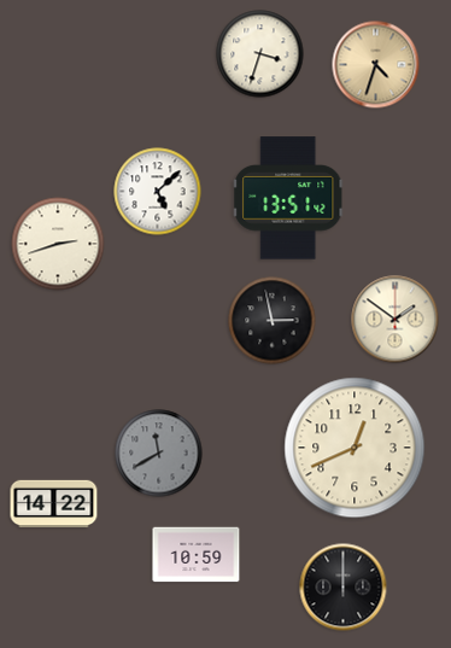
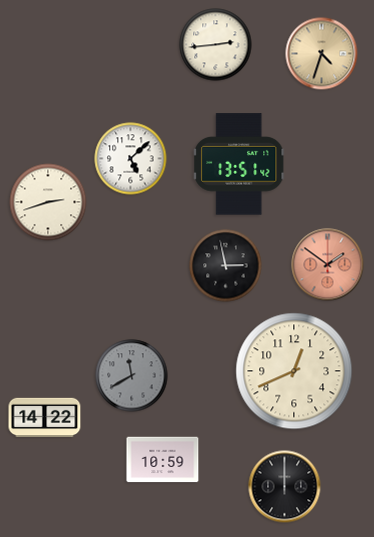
clock at (260, 54): 3:33 -> 2:44
clock at (376, 65) position: (376, 65) -> (322, 54)
clock at (396, 320) dial: cream -> salmon
